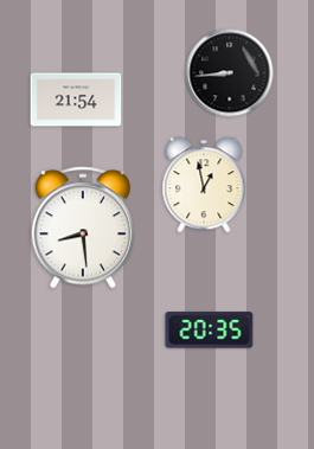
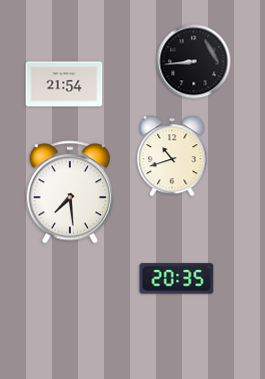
clock at (204, 185): 12:58 -> 10:42
clock at (82, 227): 8:29 -> 7:29
